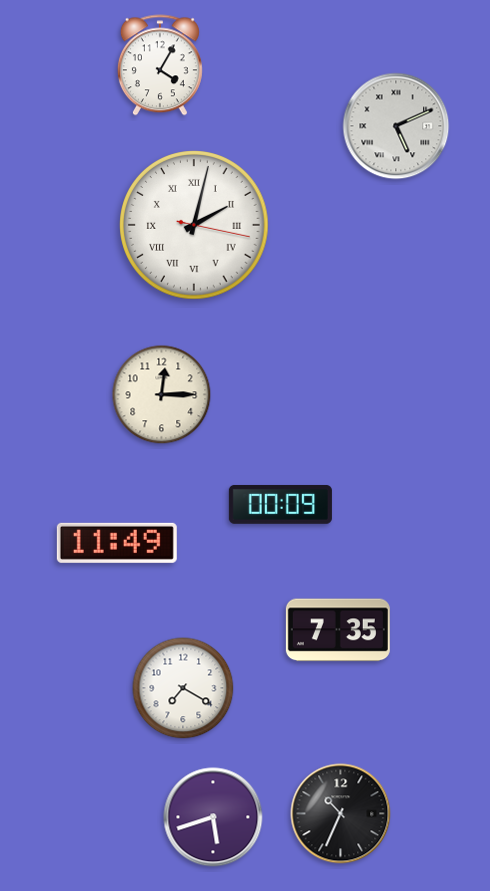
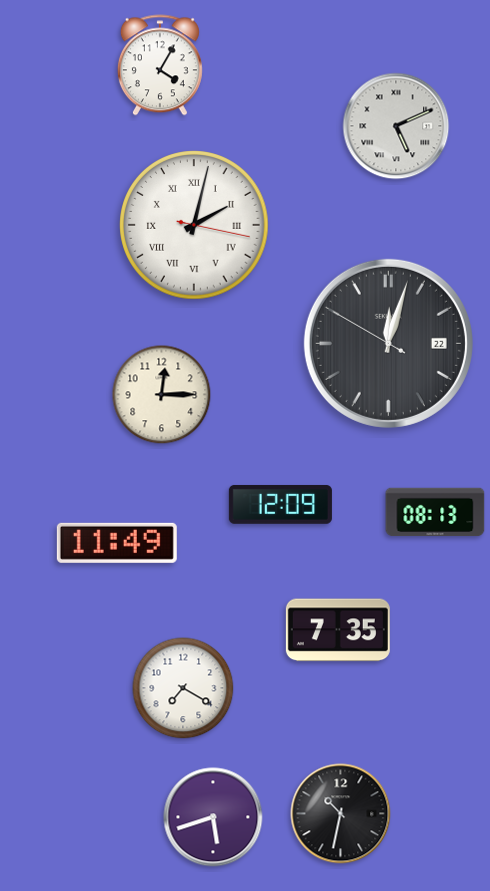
clock at (388, 343): none -> 12:02
clock at (280, 504): 00:09 -> 12:09
clock at (435, 512): none -> 08:13
clock at (341, 814): 10:34 -> 10:32
